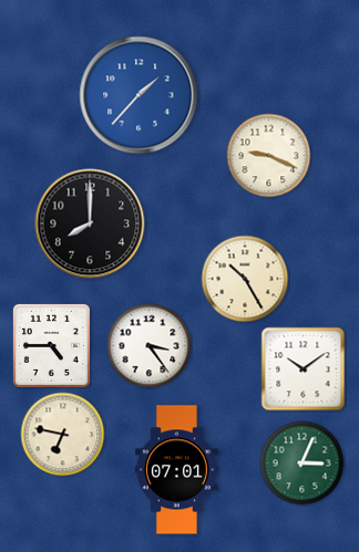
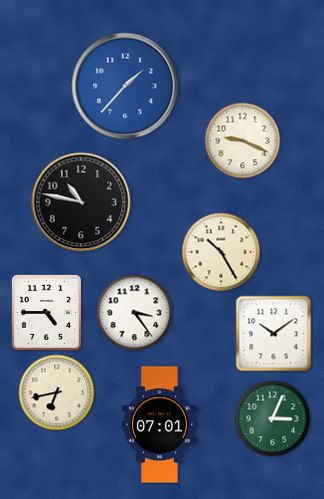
clock at (90, 223): 8:00 -> 10:47
clock at (63, 435): 6:47 -> 6:43
